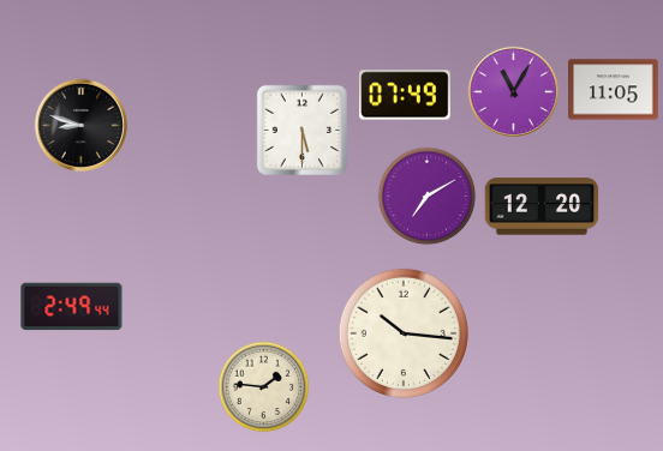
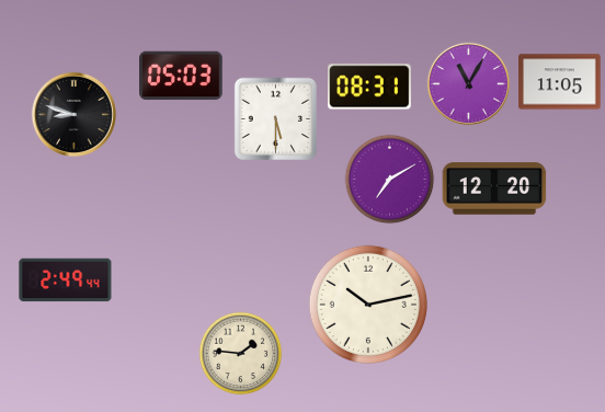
clock at (181, 76): none -> 05:03
clock at (405, 95): 07:49 -> 08:31
clock at (404, 333): 10:16 -> 10:13
